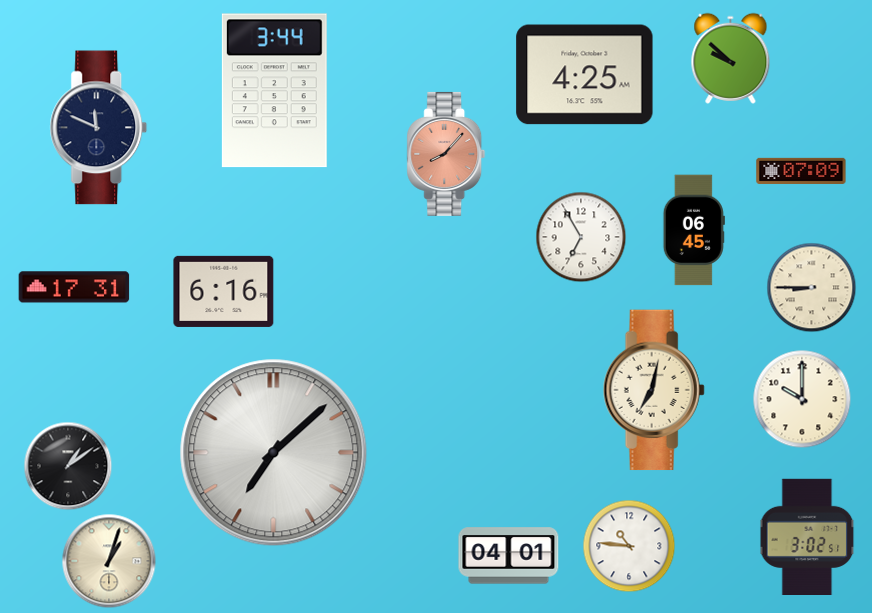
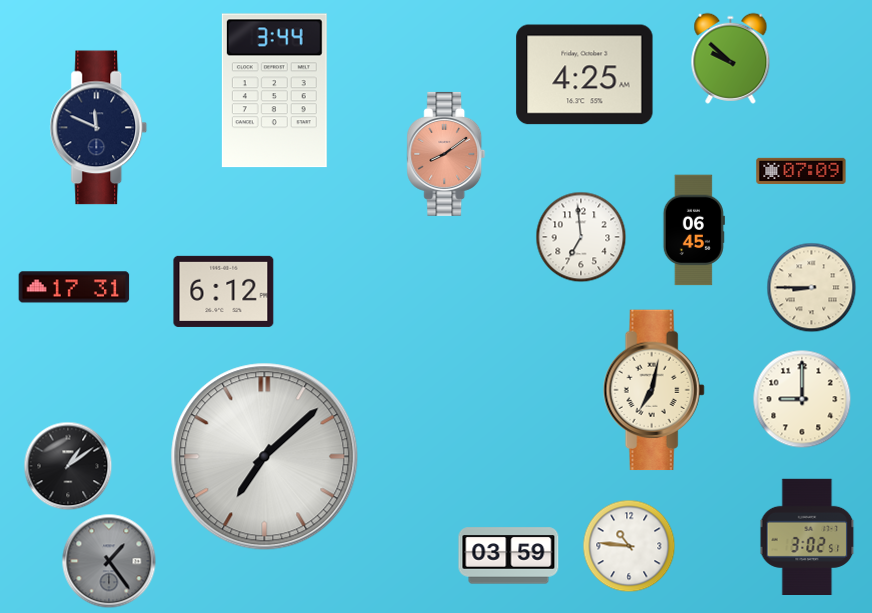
clock at (446, 154): 8:07 -> 8:09
clock at (581, 237): 6:55 -> 6:59
clock at (224, 291): 6:16 -> 6:12
clock at (802, 399): 10:00 -> 9:00
clock at (274, 453) position: (274, 453) -> (265, 457)
clock at (509, 556): 04:01 -> 03:59
clock at (109, 561): 1:03 -> 1:24
clock at (109, 561) dial: cream -> grey
